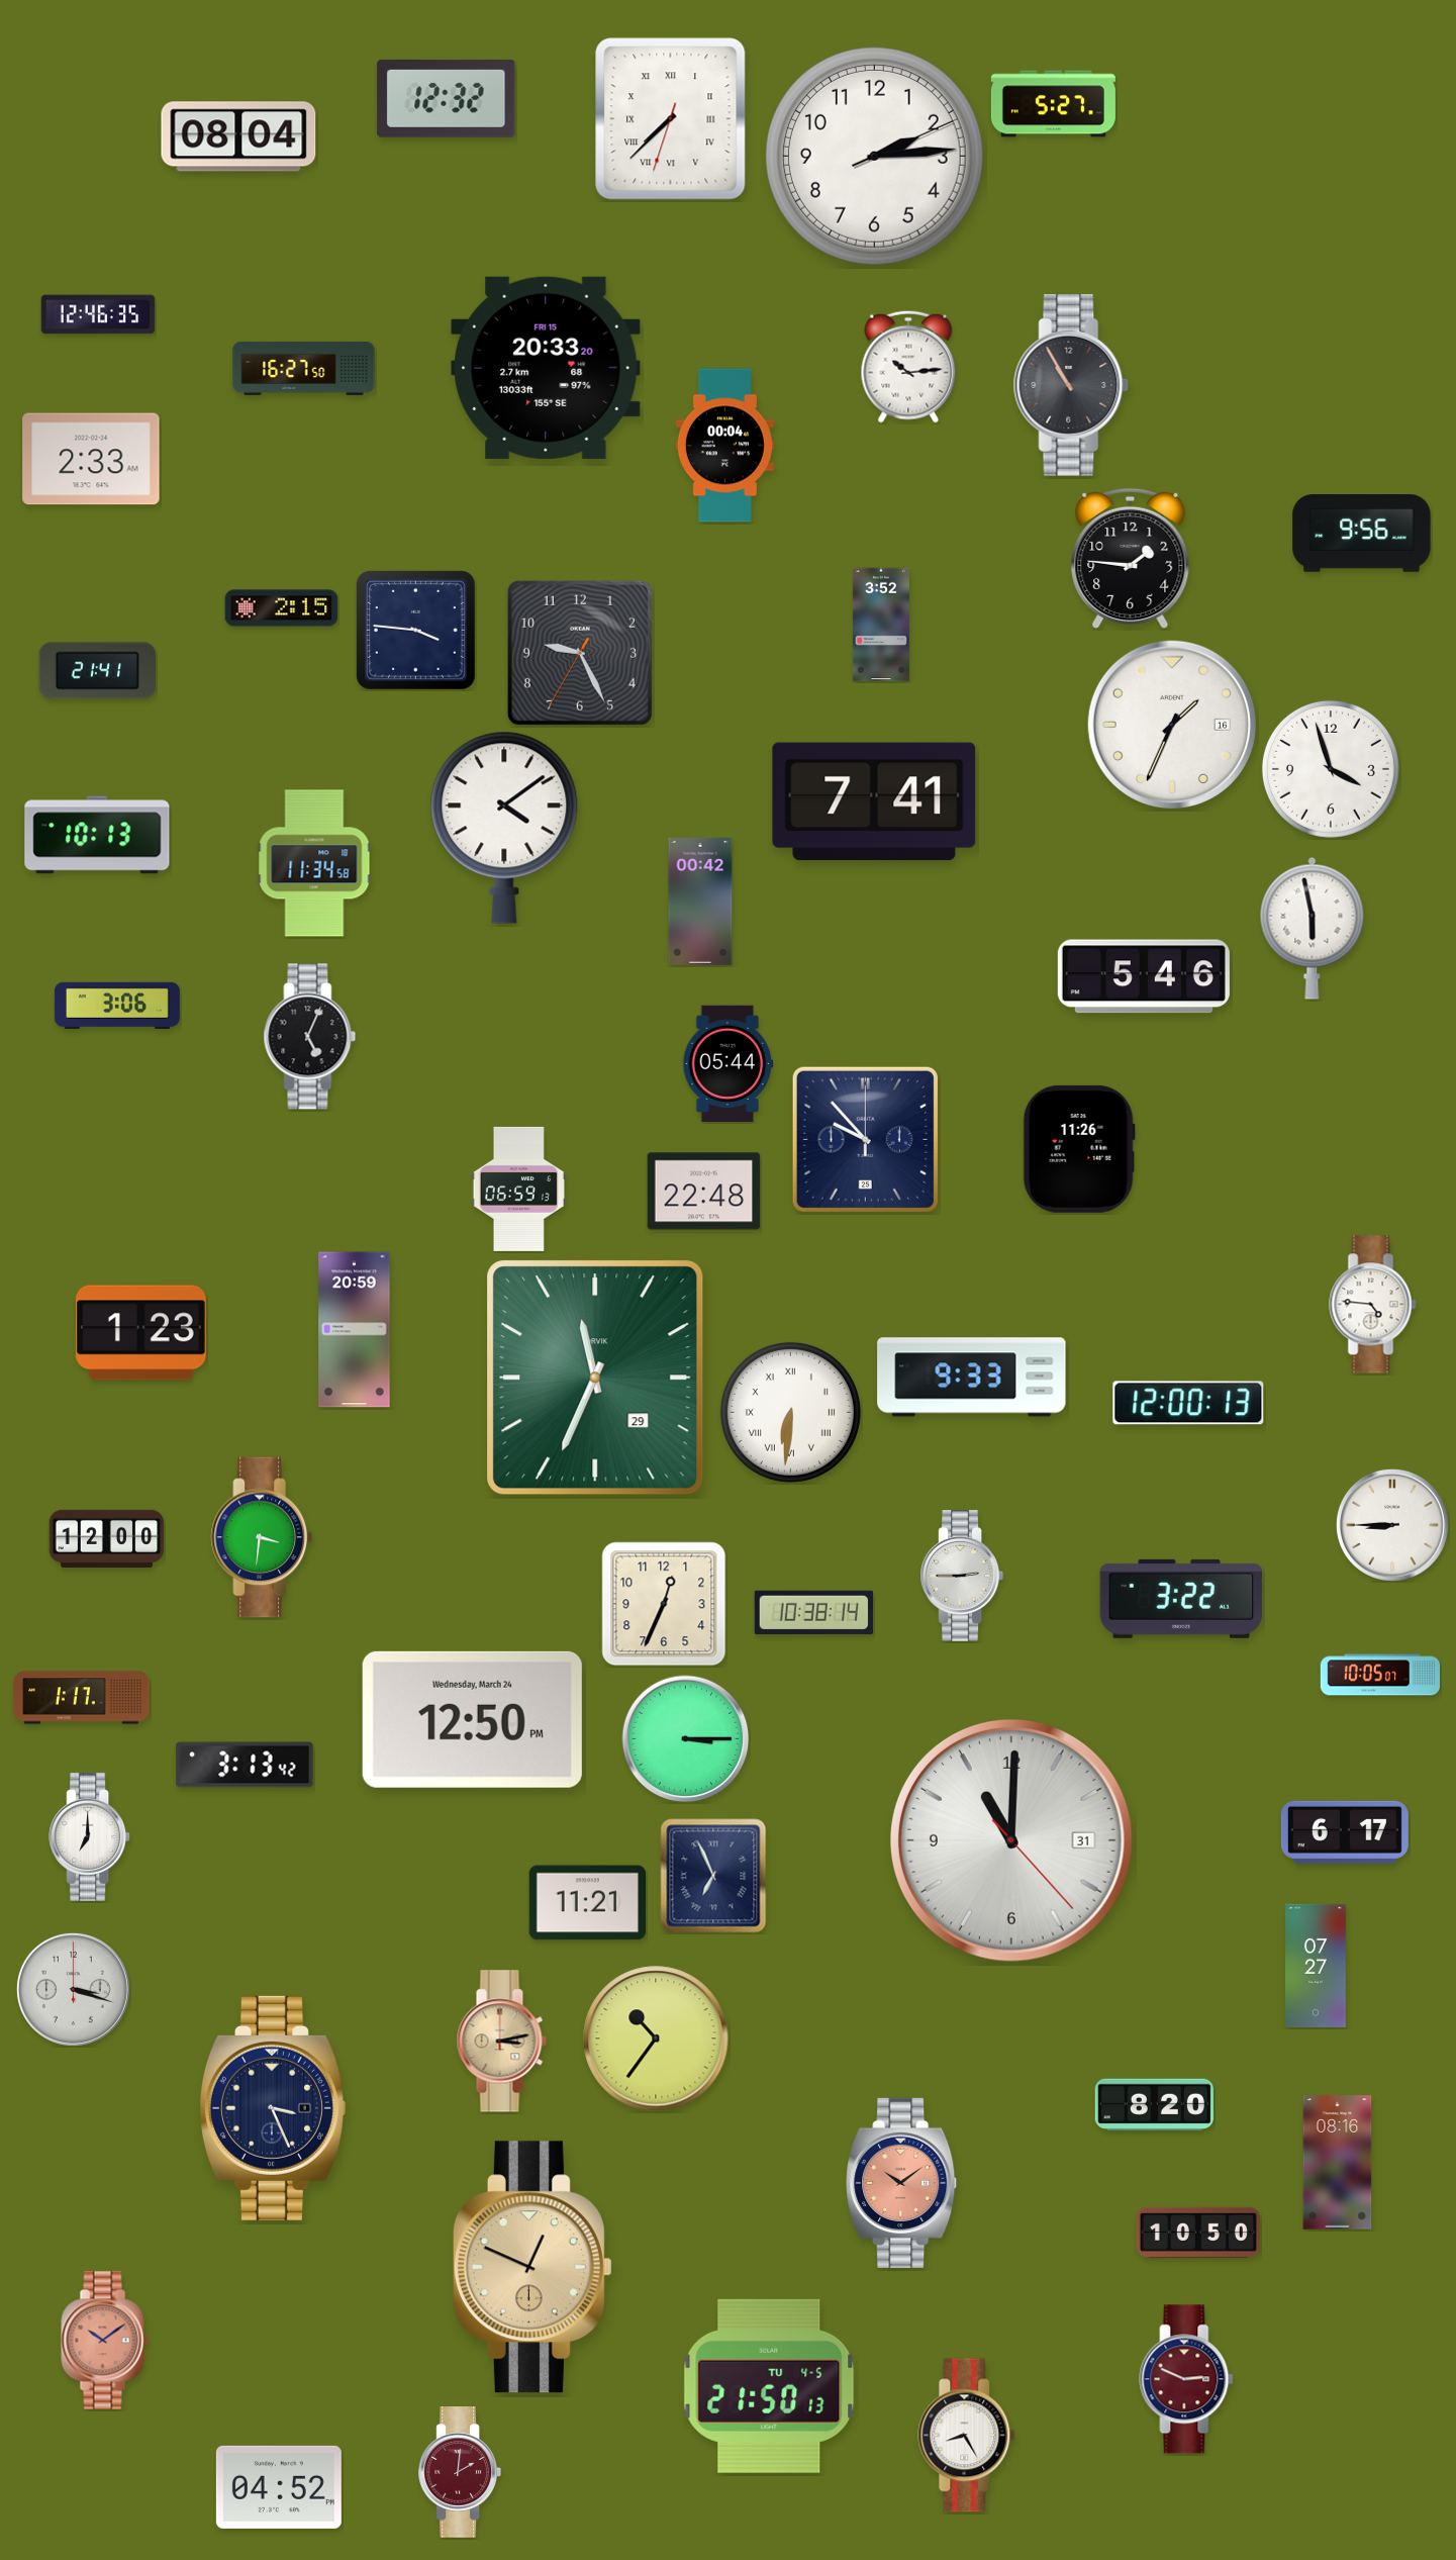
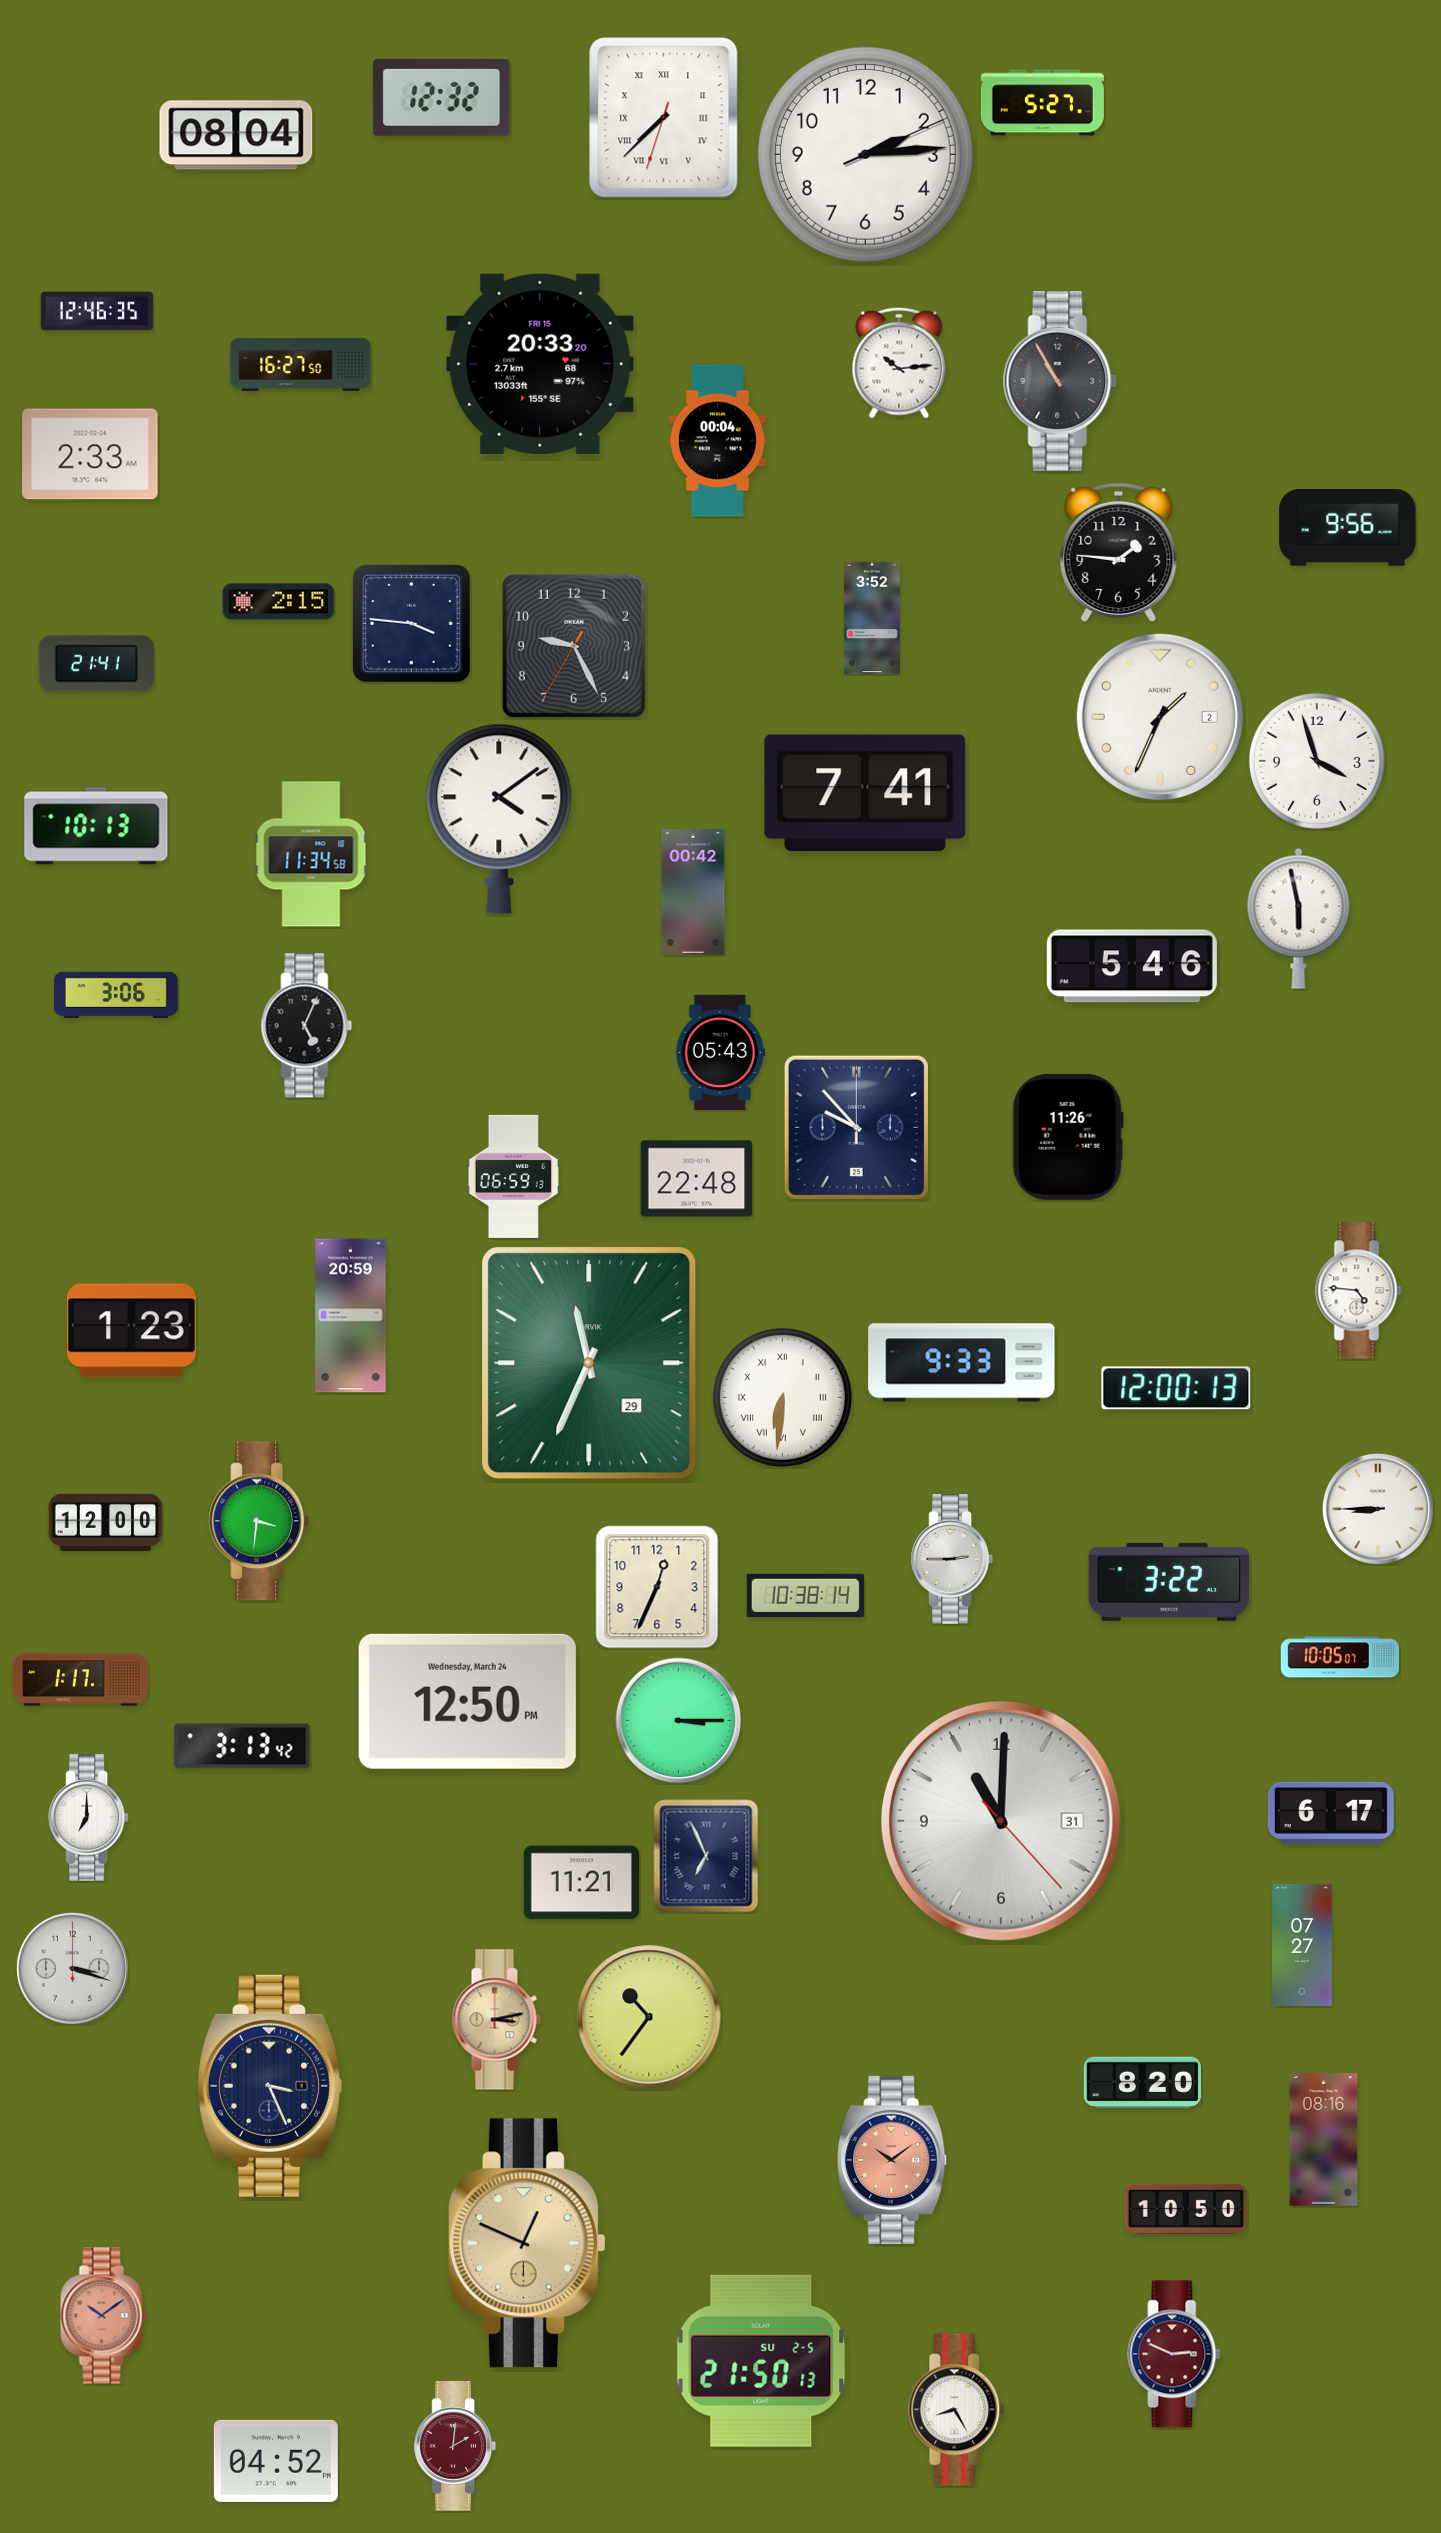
clock at (1172, 725) date: 16 -> 2
clock at (729, 1064): 05:44 -> 05:43
clock at (140, 1333) position: (140, 1333) -> (131, 1331)
clock at (1379, 1675) position: (1379, 1675) -> (1339, 1657)
clock at (769, 2386) date: TU 4-5 -> SU 2-5
